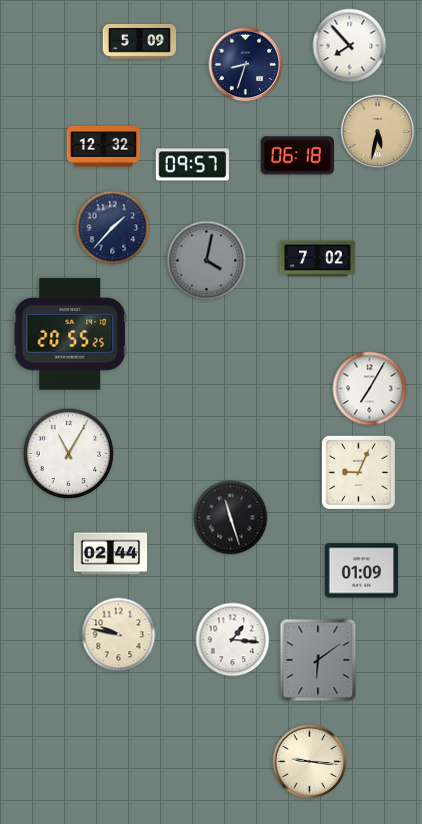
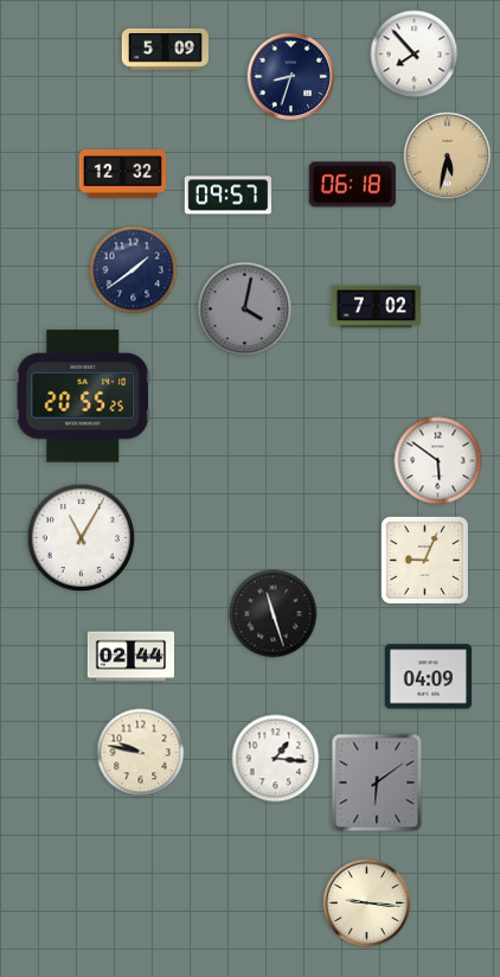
clock at (113, 228): 1:37 -> 1:39
clock at (370, 389): 7:05 -> 5:51
clock at (361, 571): 01:09 -> 04:09
